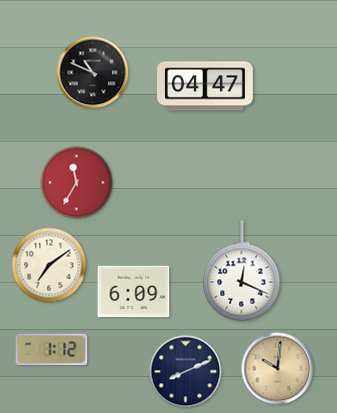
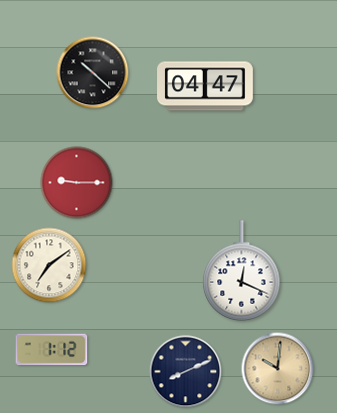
clock at (93, 73): 10:49 -> 10:22
clock at (77, 183): 11:35 -> 9:15
clock at (134, 292): 6:09 -> none
